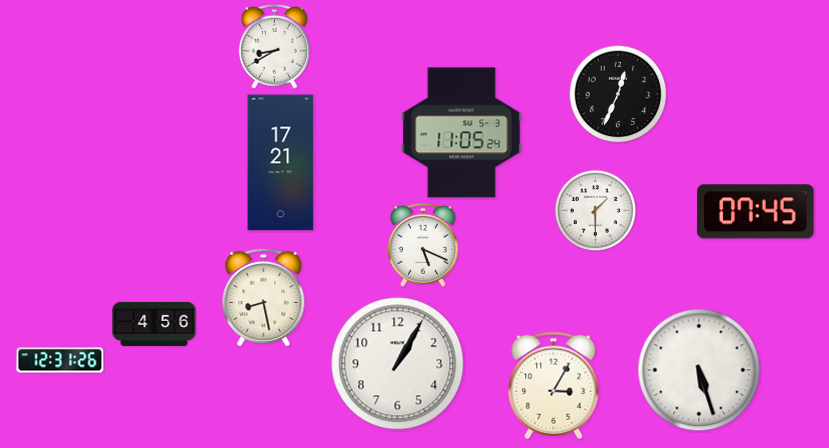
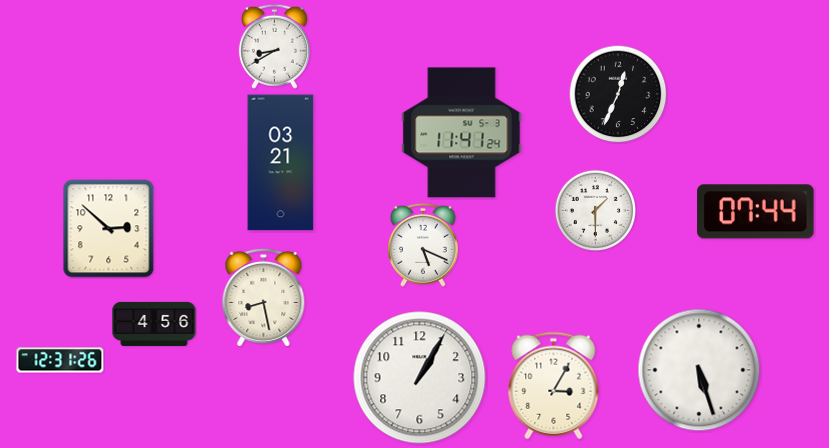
clock at (462, 133): 11:05 -> 11:41
clock at (281, 163): 17:21 -> 03:21
clock at (756, 212): 07:45 -> 07:44
clock at (109, 229): none -> 2:52
clock at (398, 364) position: (398, 364) -> (420, 378)
